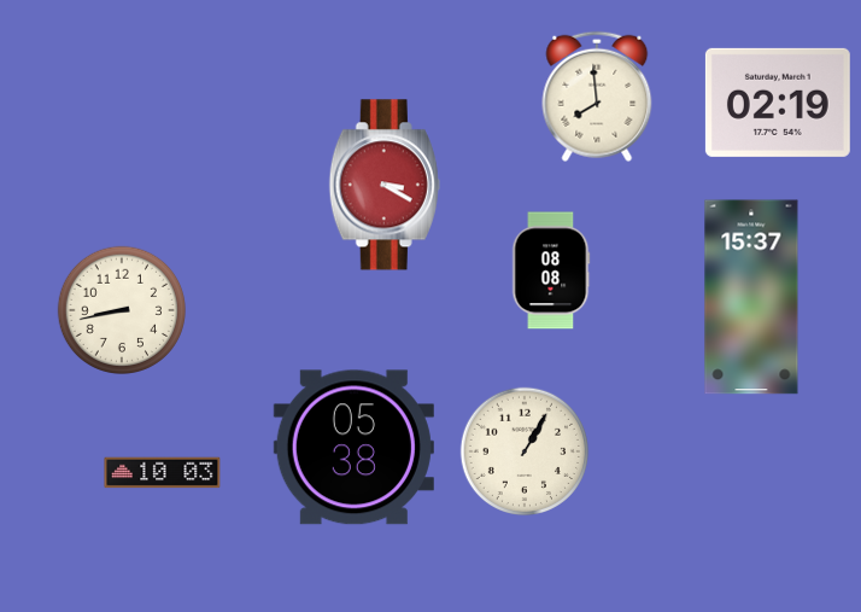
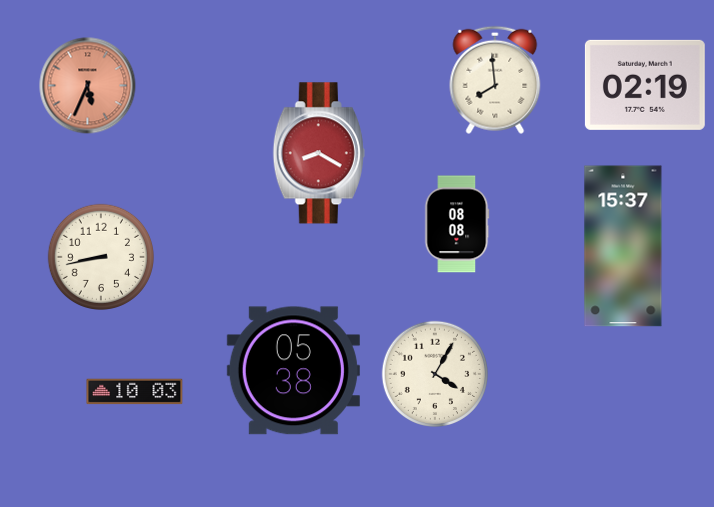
clock at (88, 86): none -> 5:34
clock at (385, 185): 3:20 -> 8:20
clock at (523, 450): 1:05 -> 4:05
